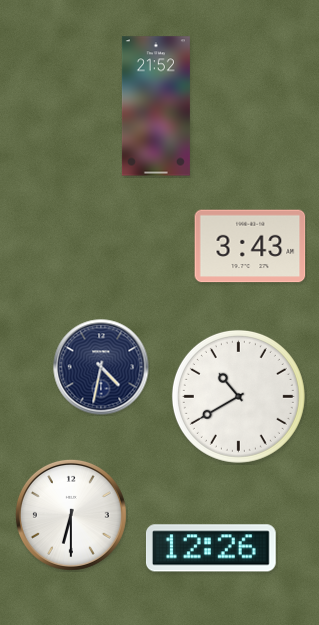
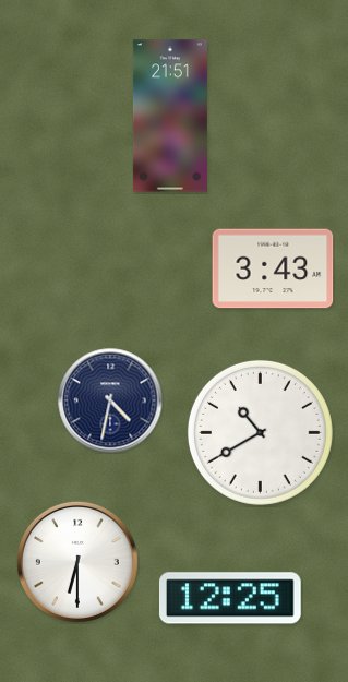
clock at (156, 106): 21:52 -> 21:51
clock at (211, 548): 12:26 -> 12:25
